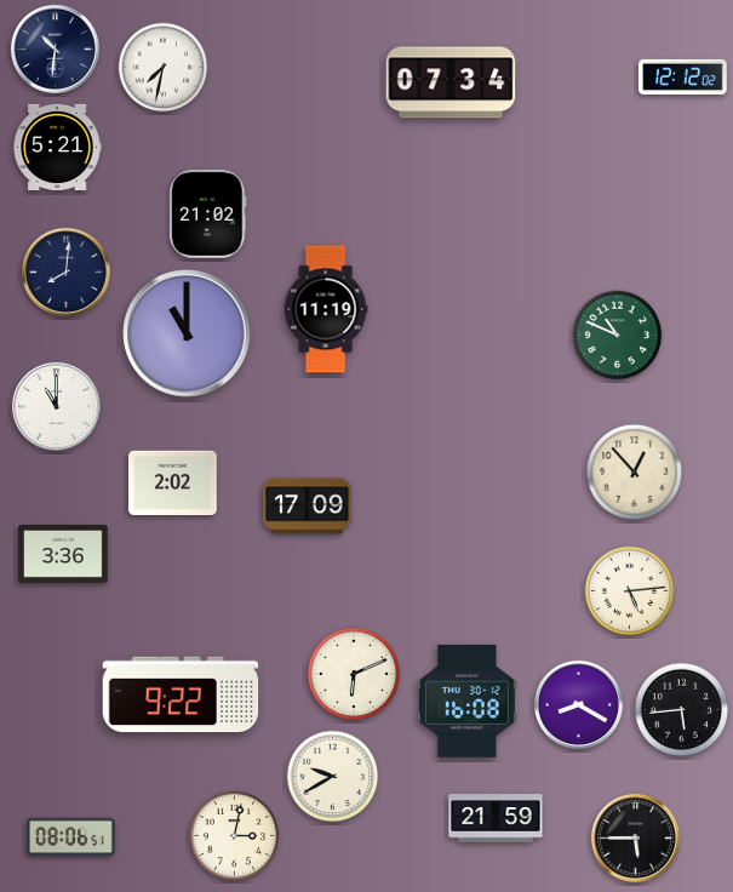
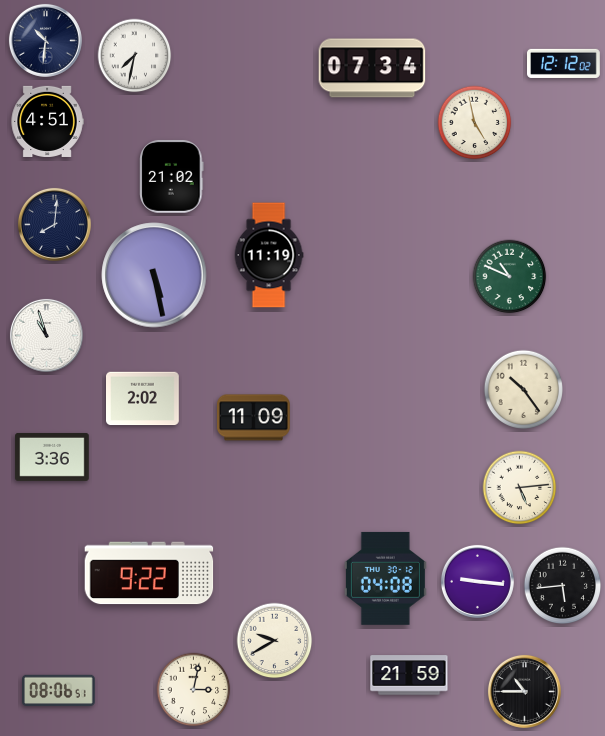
clock at (57, 147): 5:21 -> 4:51
clock at (475, 123): none -> 4:58
clock at (187, 333): 11:00 -> 5:28
clock at (56, 406): 11:00 -> 10:57
clock at (634, 471): 12:53 -> 10:24
clock at (308, 507): 17:09 -> 11:09
clock at (354, 674): 6:11 -> none
clock at (466, 701): 16:08 -> 04:08
clock at (578, 704): 8:20 -> 9:16
clock at (635, 837): 5:45 -> 10:45
